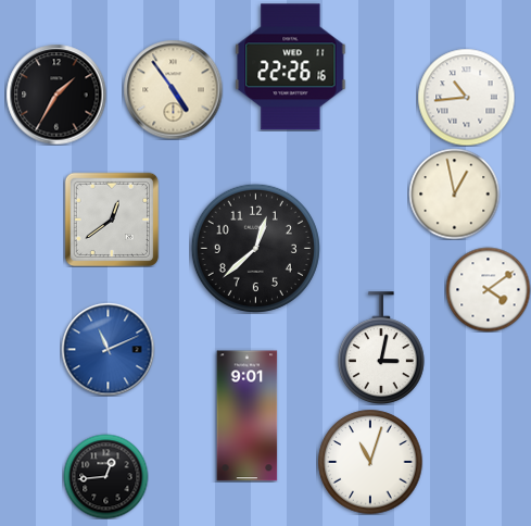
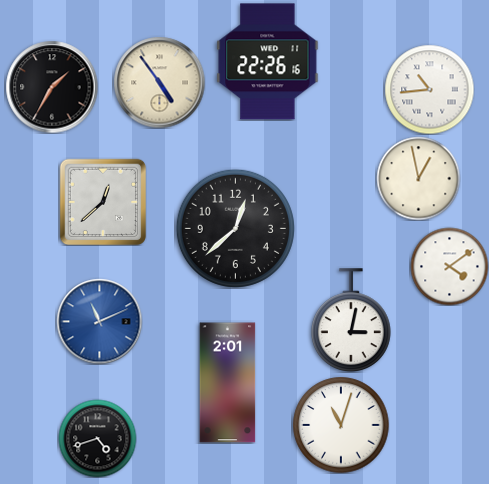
clock at (112, 220): 12:39 -> 12:38
clock at (248, 416): 9:01 -> 2:01
clock at (105, 476): 12:44 -> 4:42
